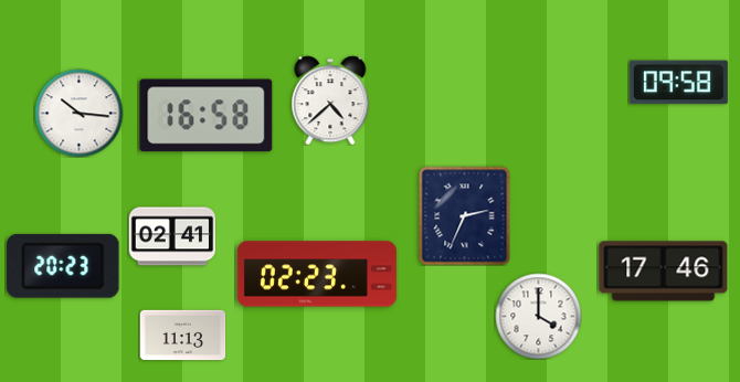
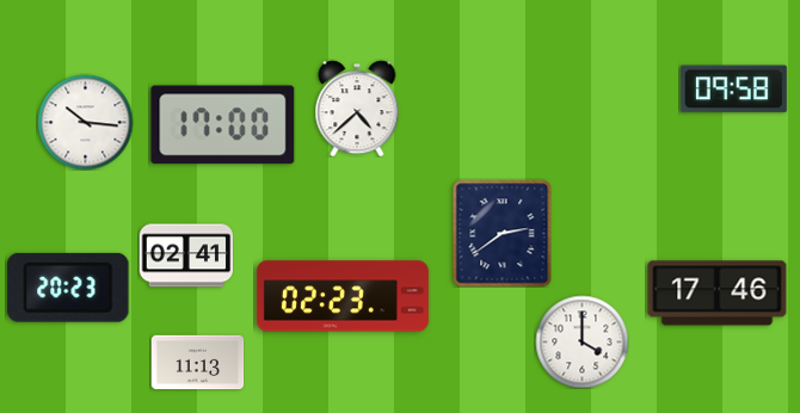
clock at (207, 116): 16:58 -> 17:00
clock at (465, 215): 2:34 -> 2:39
